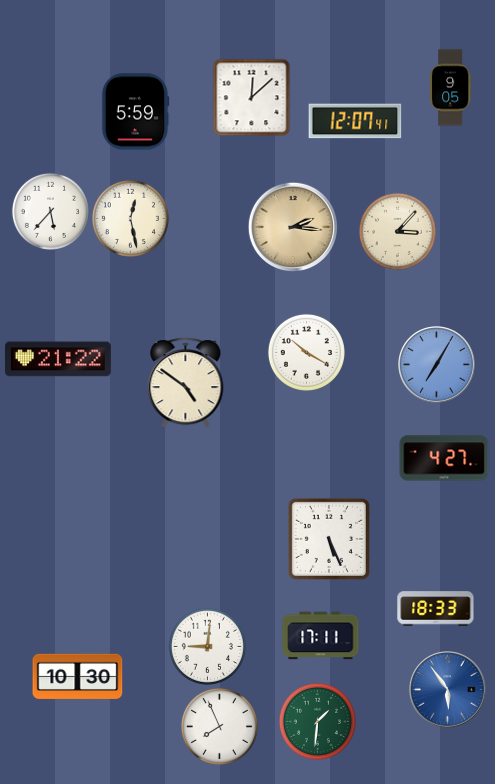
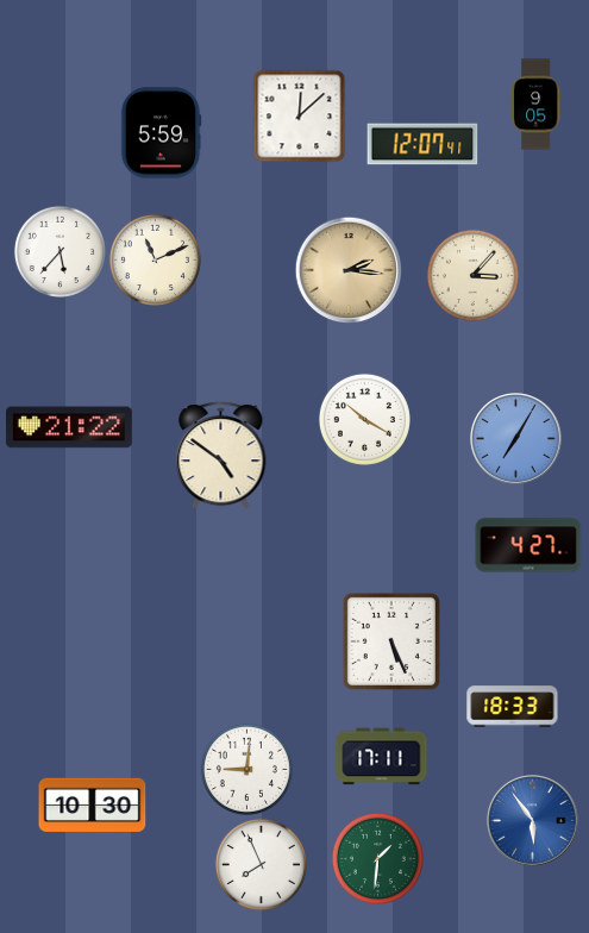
clock at (130, 218): 12:28 -> 11:11
clock at (437, 365) position: (437, 365) -> (516, 439)
clock at (436, 609) position: (436, 609) -> (513, 707)
